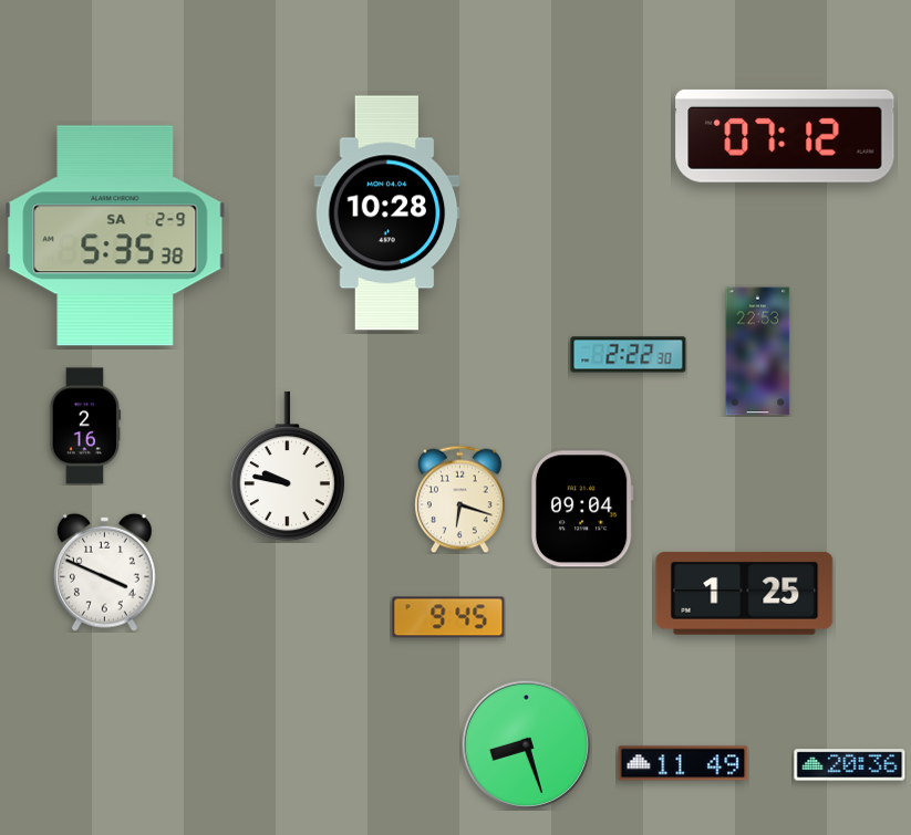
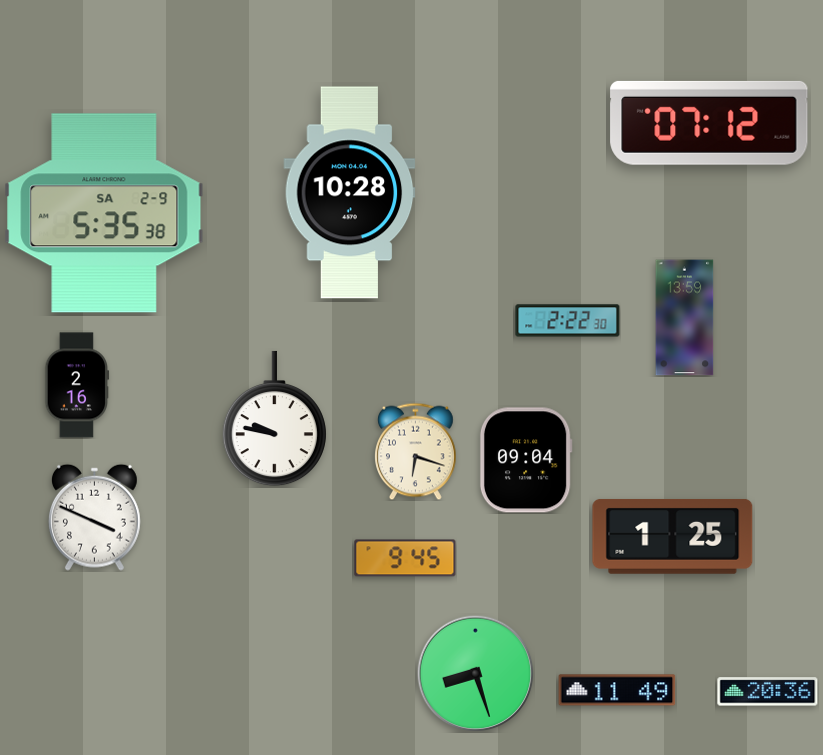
clock at (758, 352): 22:53 -> 13:59
clock at (287, 467) position: (287, 467) -> (274, 419)
